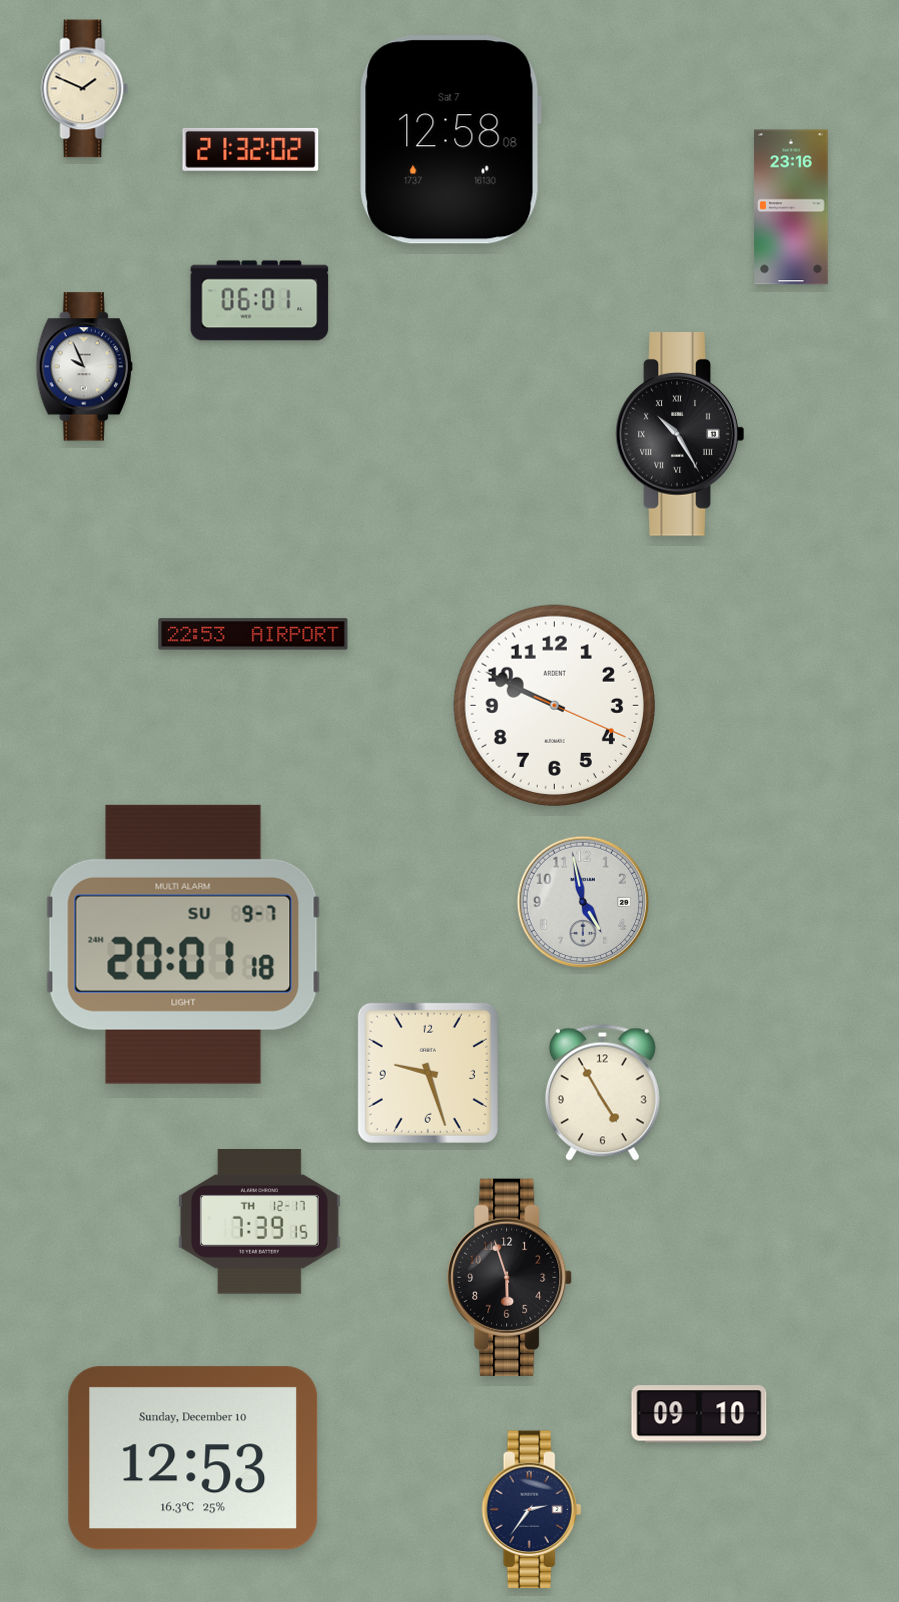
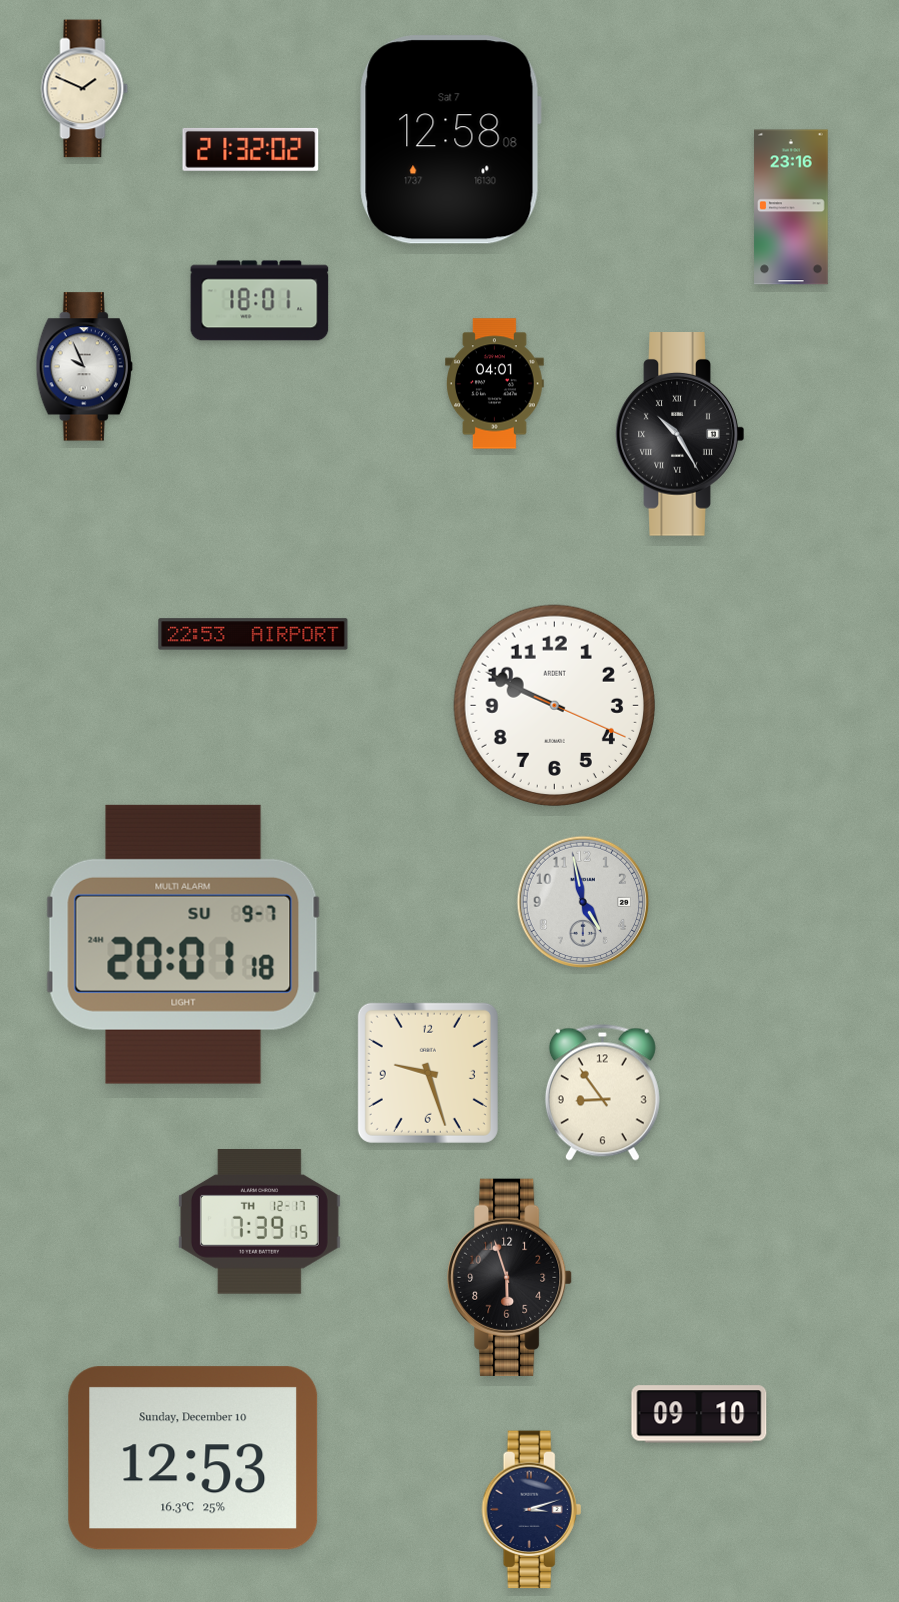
clock at (260, 301): 06:01 -> 18:01
clock at (495, 384): none -> 04:01
clock at (602, 1092): 4:55 -> 8:54
clock at (532, 1510): 2:36 -> 3:12
